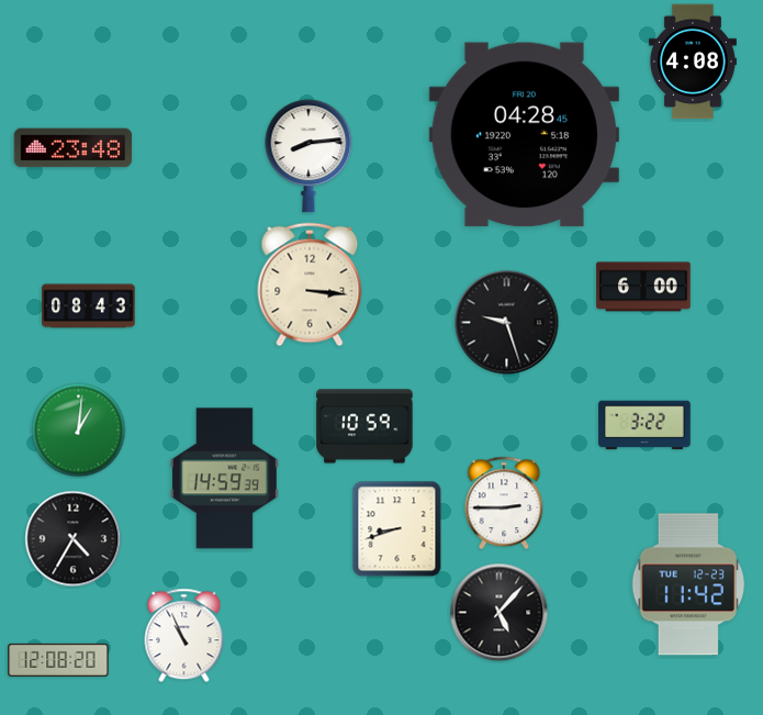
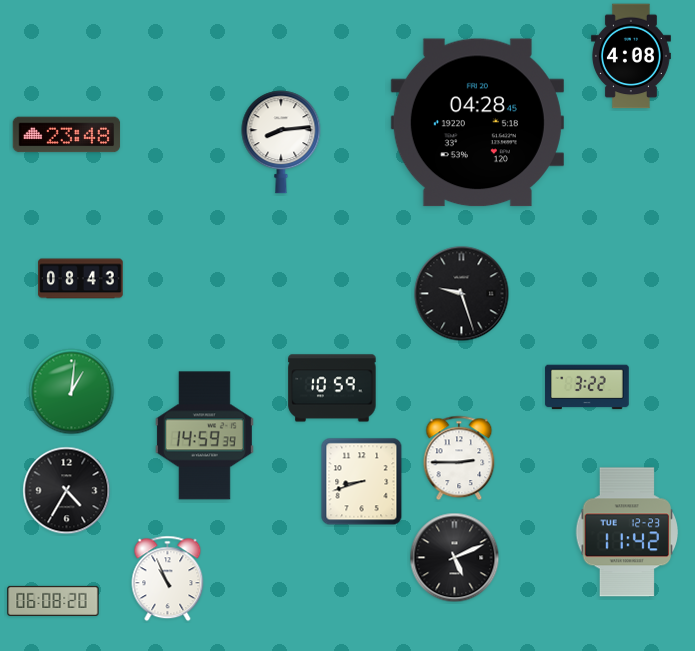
clock at (310, 284): 3:16 -> none
clock at (643, 287): 6:00 -> none
clock at (500, 613): 5:07 -> 5:11
clock at (58, 660): 12:08 -> 06:08
